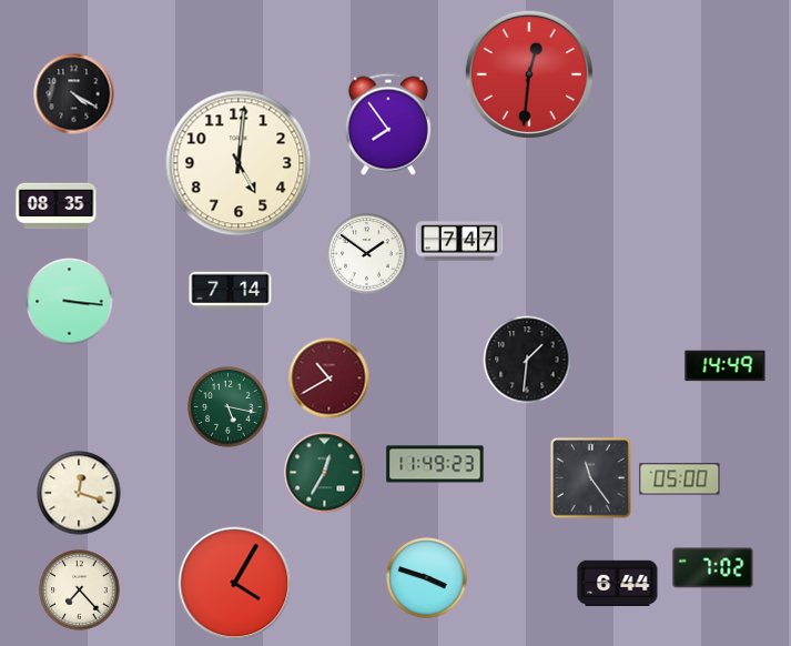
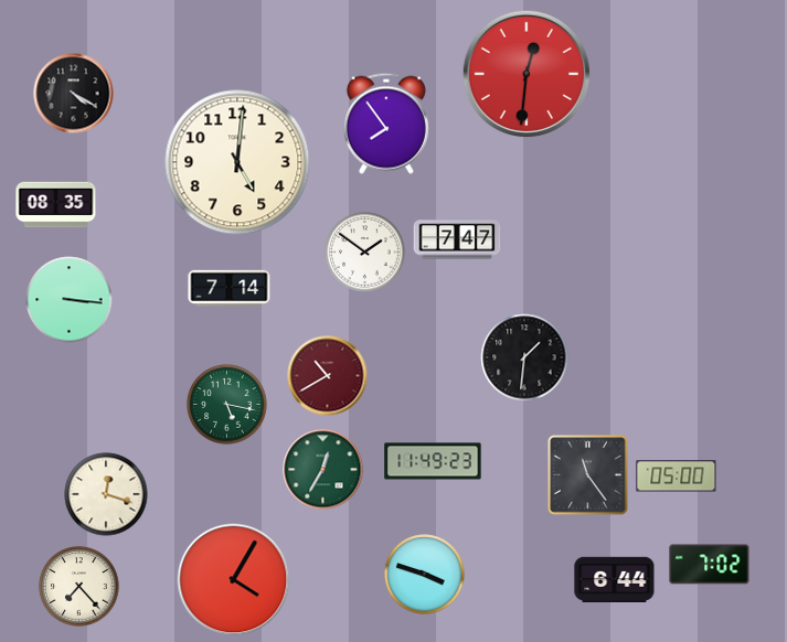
clock at (726, 366): 14:49 -> none
clock at (79, 493) position: (79, 493) -> (106, 494)
